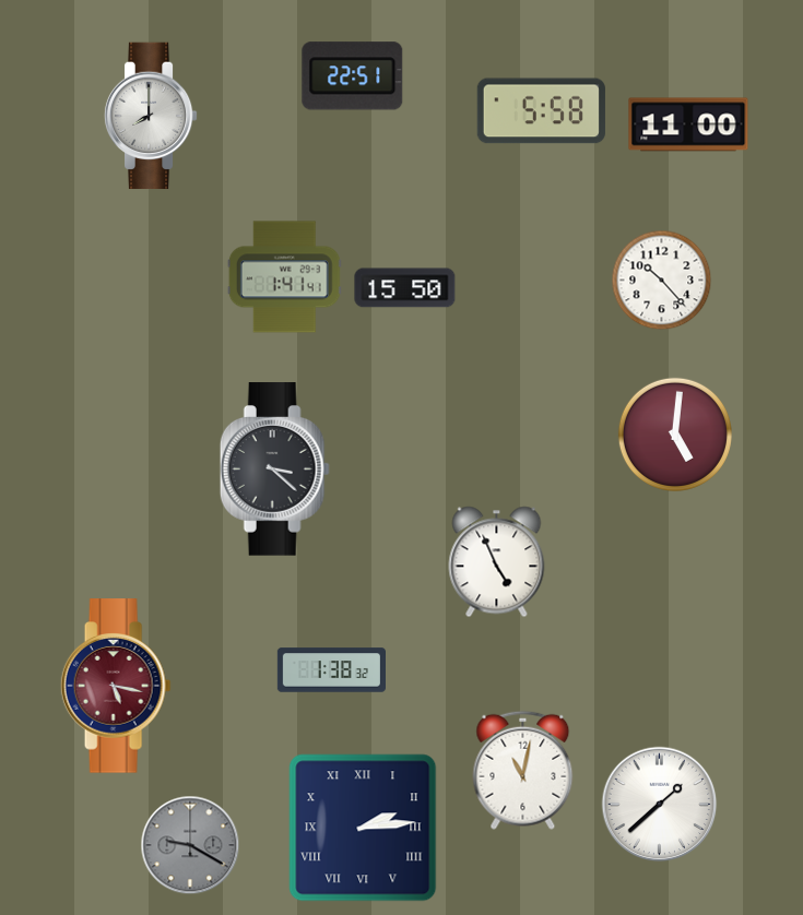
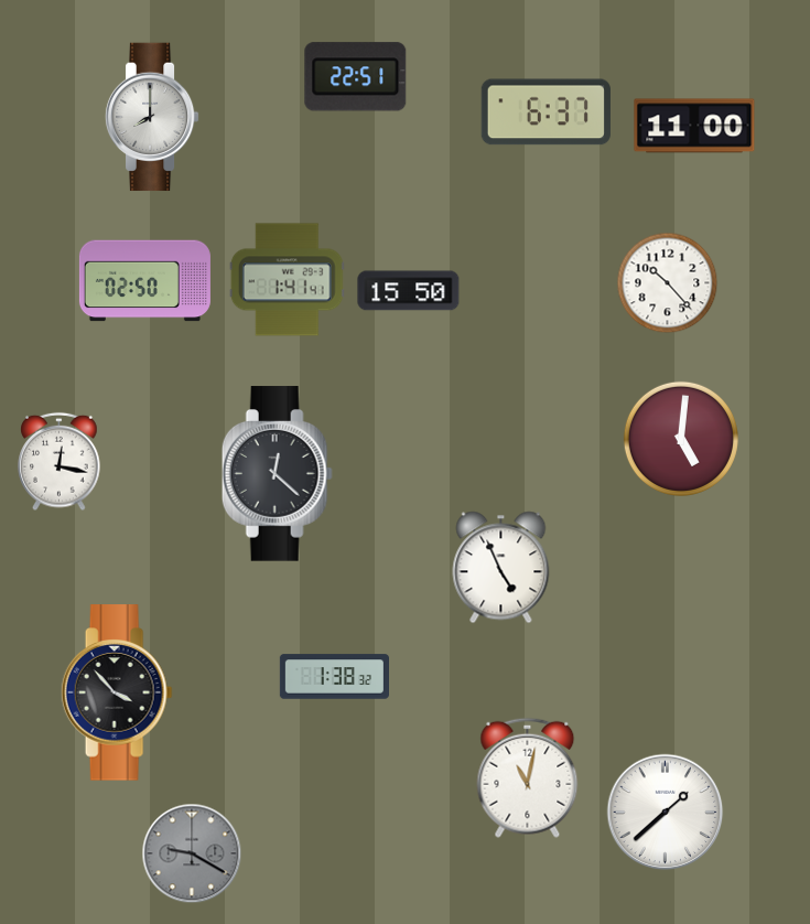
clock at (541, 111): 5:58 -> 6:37
clock at (144, 281): none -> 02:50
clock at (60, 462): none -> 12:17
clock at (274, 470): 3:22 -> 12:22
clock at (116, 686): 5:17 -> 3:53
clock at (116, 686) dial: burgundy -> black
clock at (363, 828): 2:14 -> none
